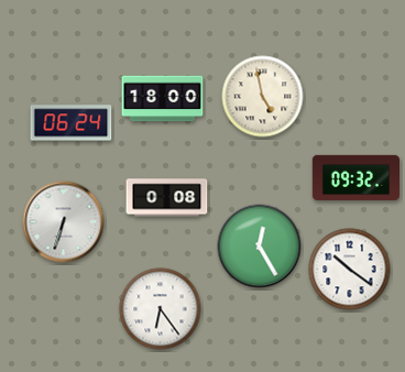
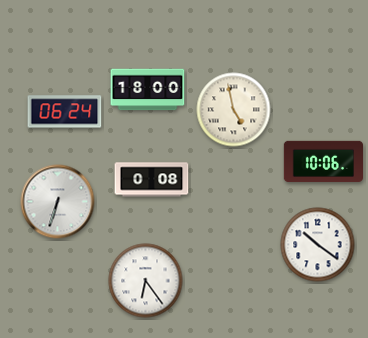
clock at (263, 97) position: (263, 97) -> (234, 110)
clock at (355, 177): 09:32 -> 10:06
clock at (260, 247): 12:25 -> none
